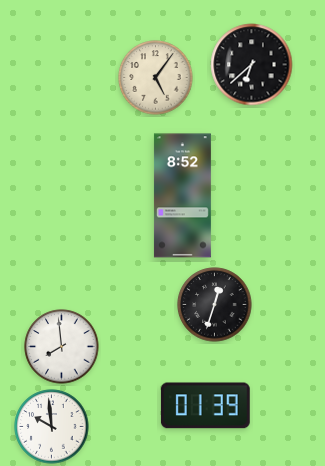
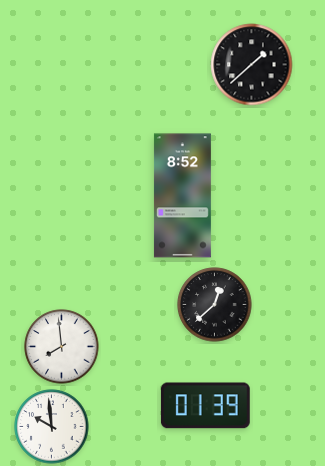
clock at (252, 65): 6:38 -> 1:38
clock at (156, 78): 5:06 -> none
clock at (215, 305): 12:33 -> 12:38
